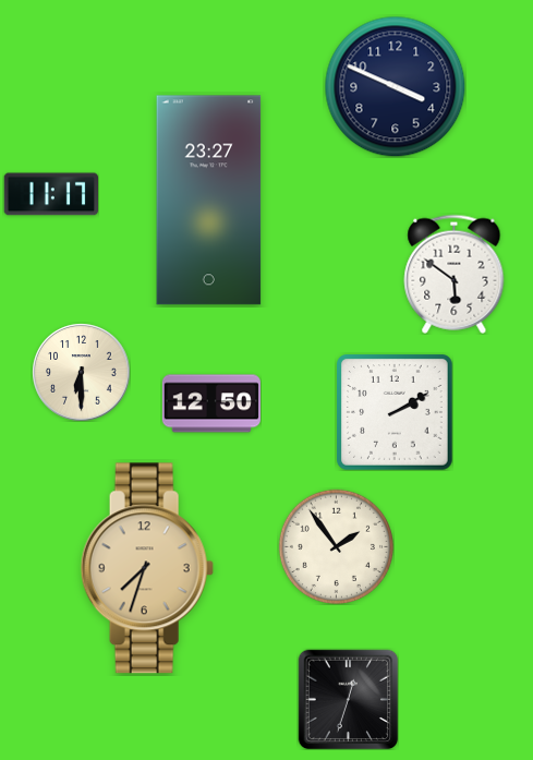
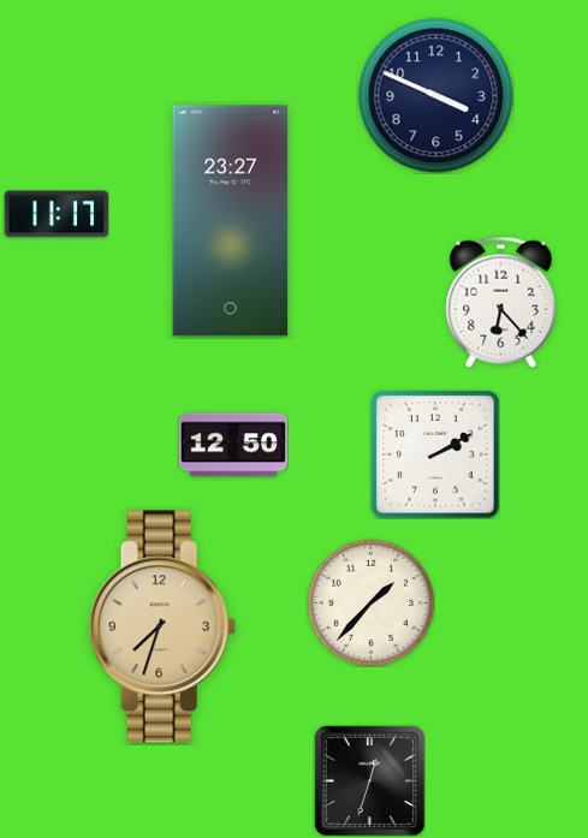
clock at (455, 274): 5:51 -> 6:23
clock at (81, 372): 6:30 -> none
clock at (336, 546): 1:54 -> 1:37
clock at (348, 699) position: (348, 699) -> (369, 780)
